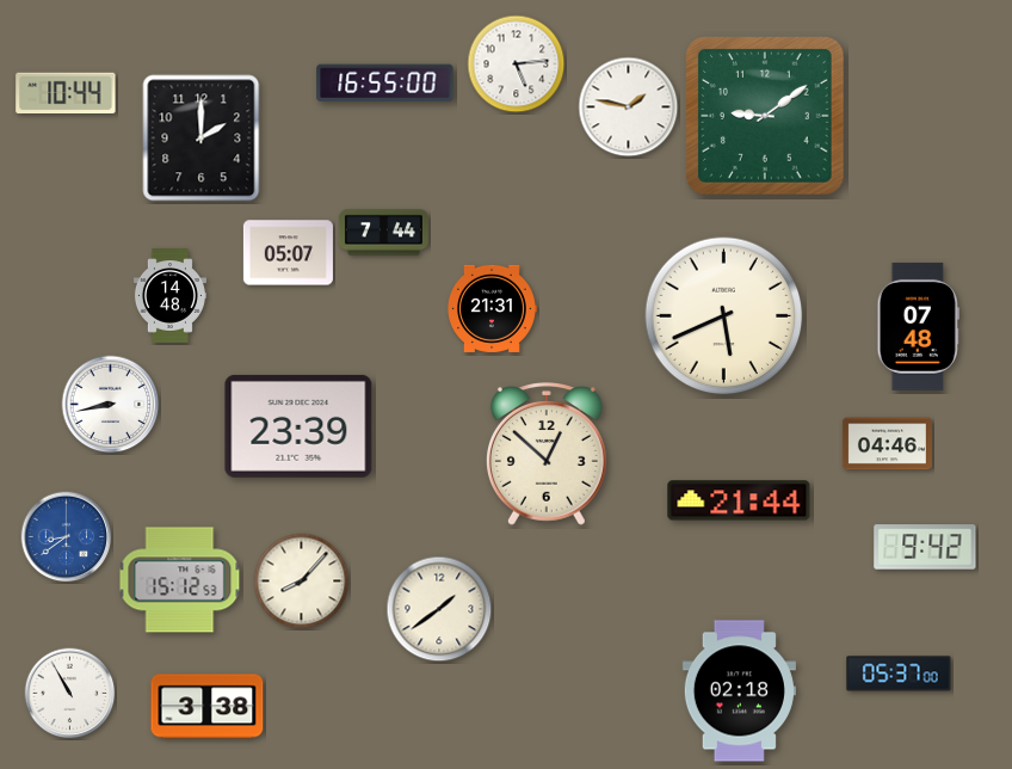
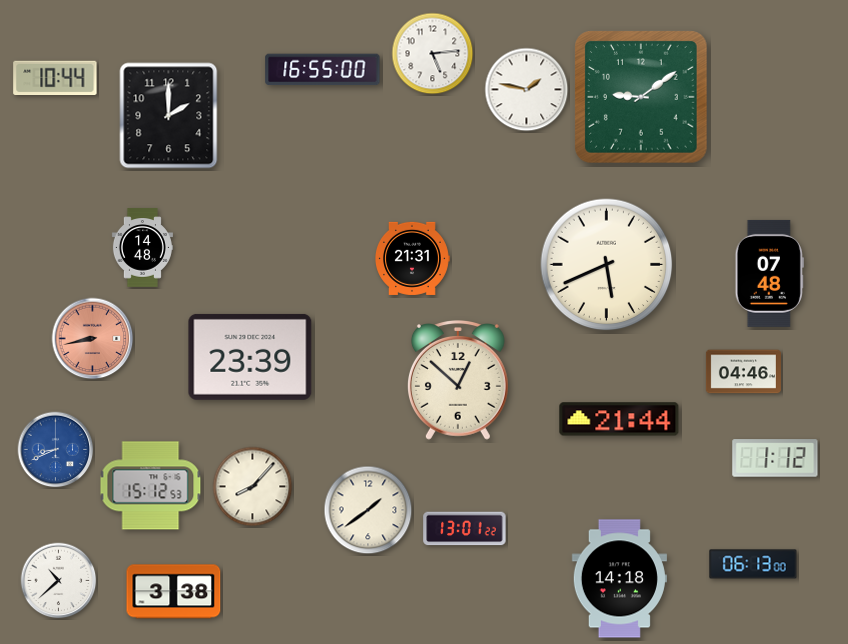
clock at (383, 233): 7:44 -> none
clock at (288, 253): 05:07 -> none
clock at (111, 405) dial: white -> salmon
clock at (67, 537): 8:39 -> 8:41
clock at (925, 547): 9:42 -> 1:12
clock at (465, 529): none -> 13:01
clock at (899, 673): 05:37 -> 06:13
clock at (739, 691): 02:18 -> 14:18
clock at (70, 694): 10:55 -> 10:38
